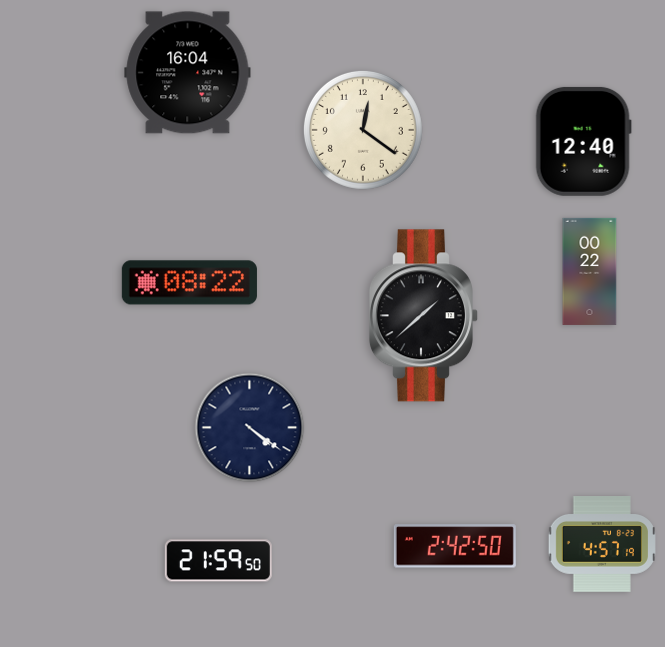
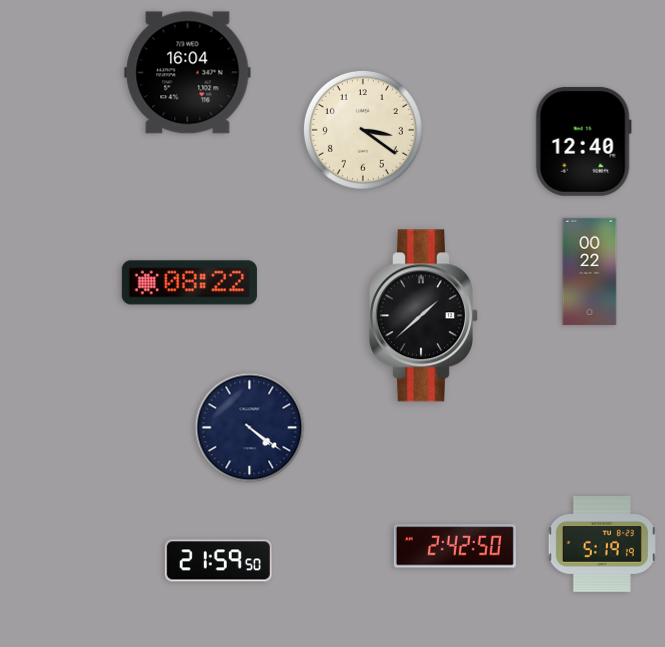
clock at (363, 130): 12:21 -> 3:21
clock at (602, 544): 4:57 -> 5:19
